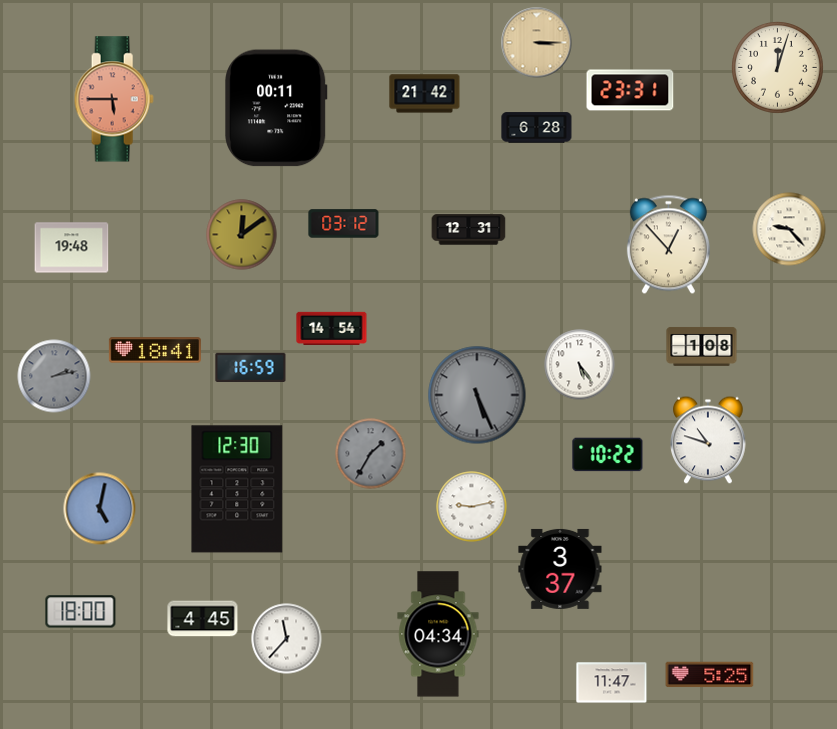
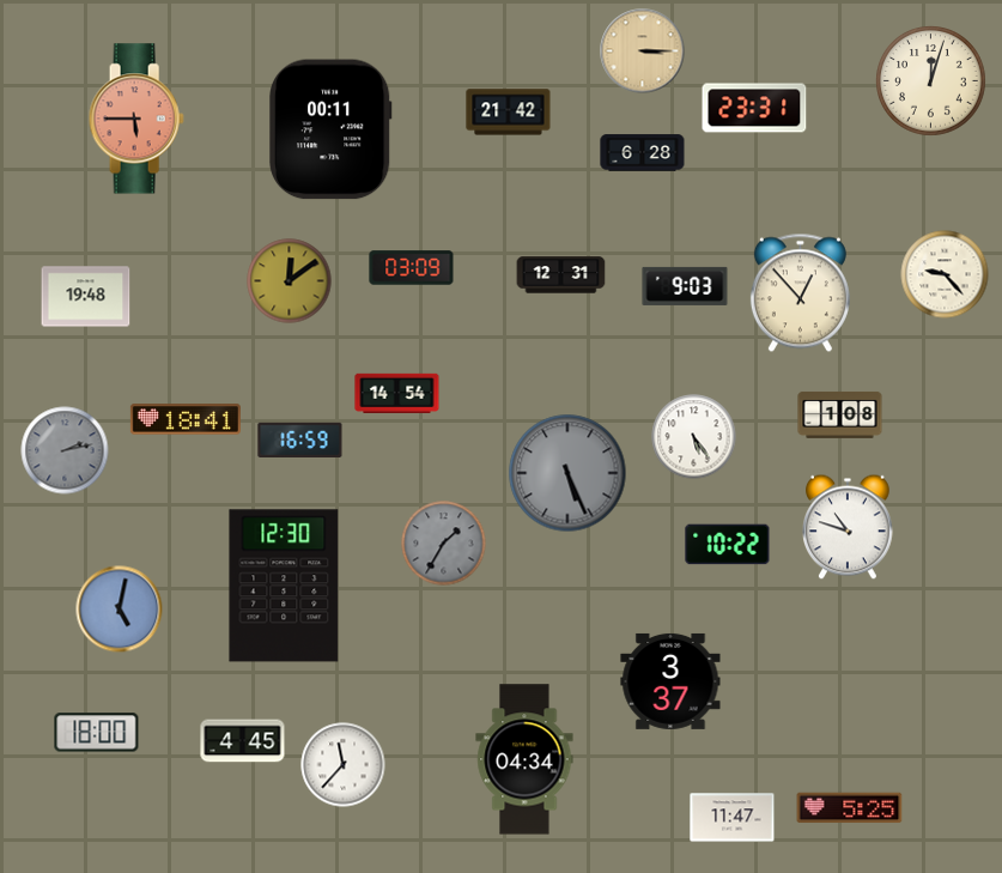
clock at (344, 224): 03:12 -> 03:09
clock at (685, 286): none -> 9:03
clock at (477, 395) position: (477, 395) -> (567, 473)
clock at (472, 507): 9:13 -> none
